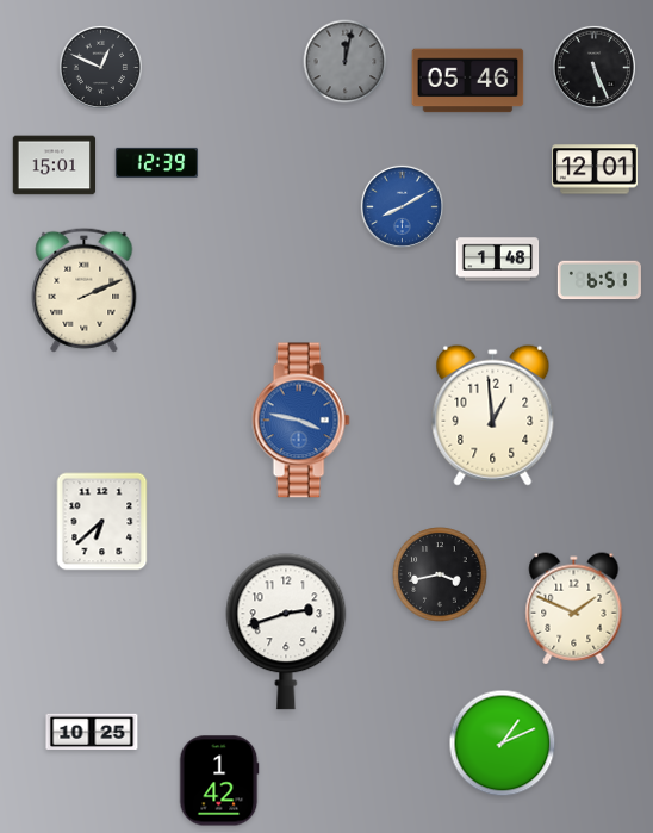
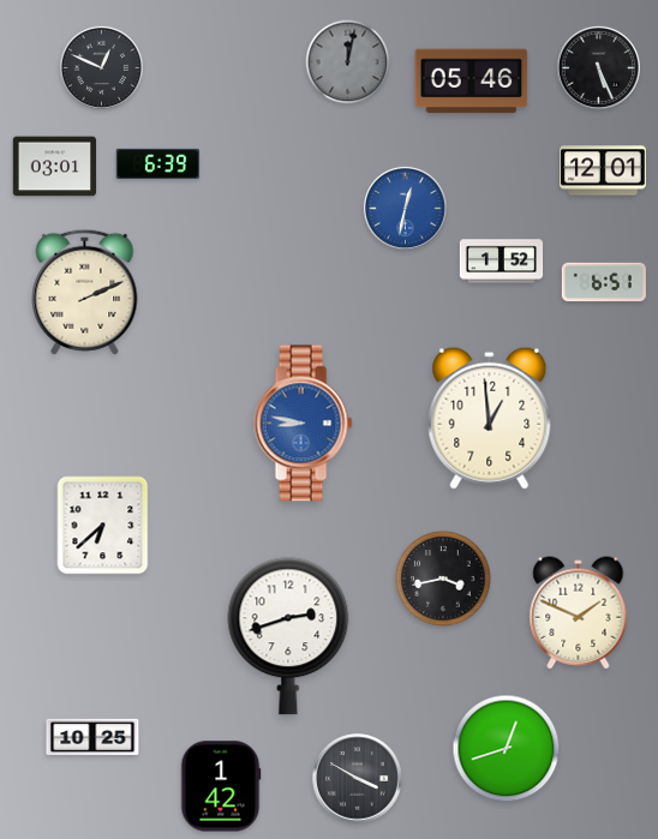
clock at (157, 162): 12:39 -> 6:39
clock at (55, 166): 15:01 -> 03:01
clock at (595, 169) position: (595, 169) -> (603, 170)
clock at (402, 206): 8:10 -> 12:32
clock at (498, 260): 1:48 -> 1:52
clock at (493, 415) position: (493, 415) -> (490, 418)
clock at (300, 421): 3:47 -> 8:47
clock at (503, 744): 1:11 -> 12:42
clock at (358, 779): none -> 3:50
